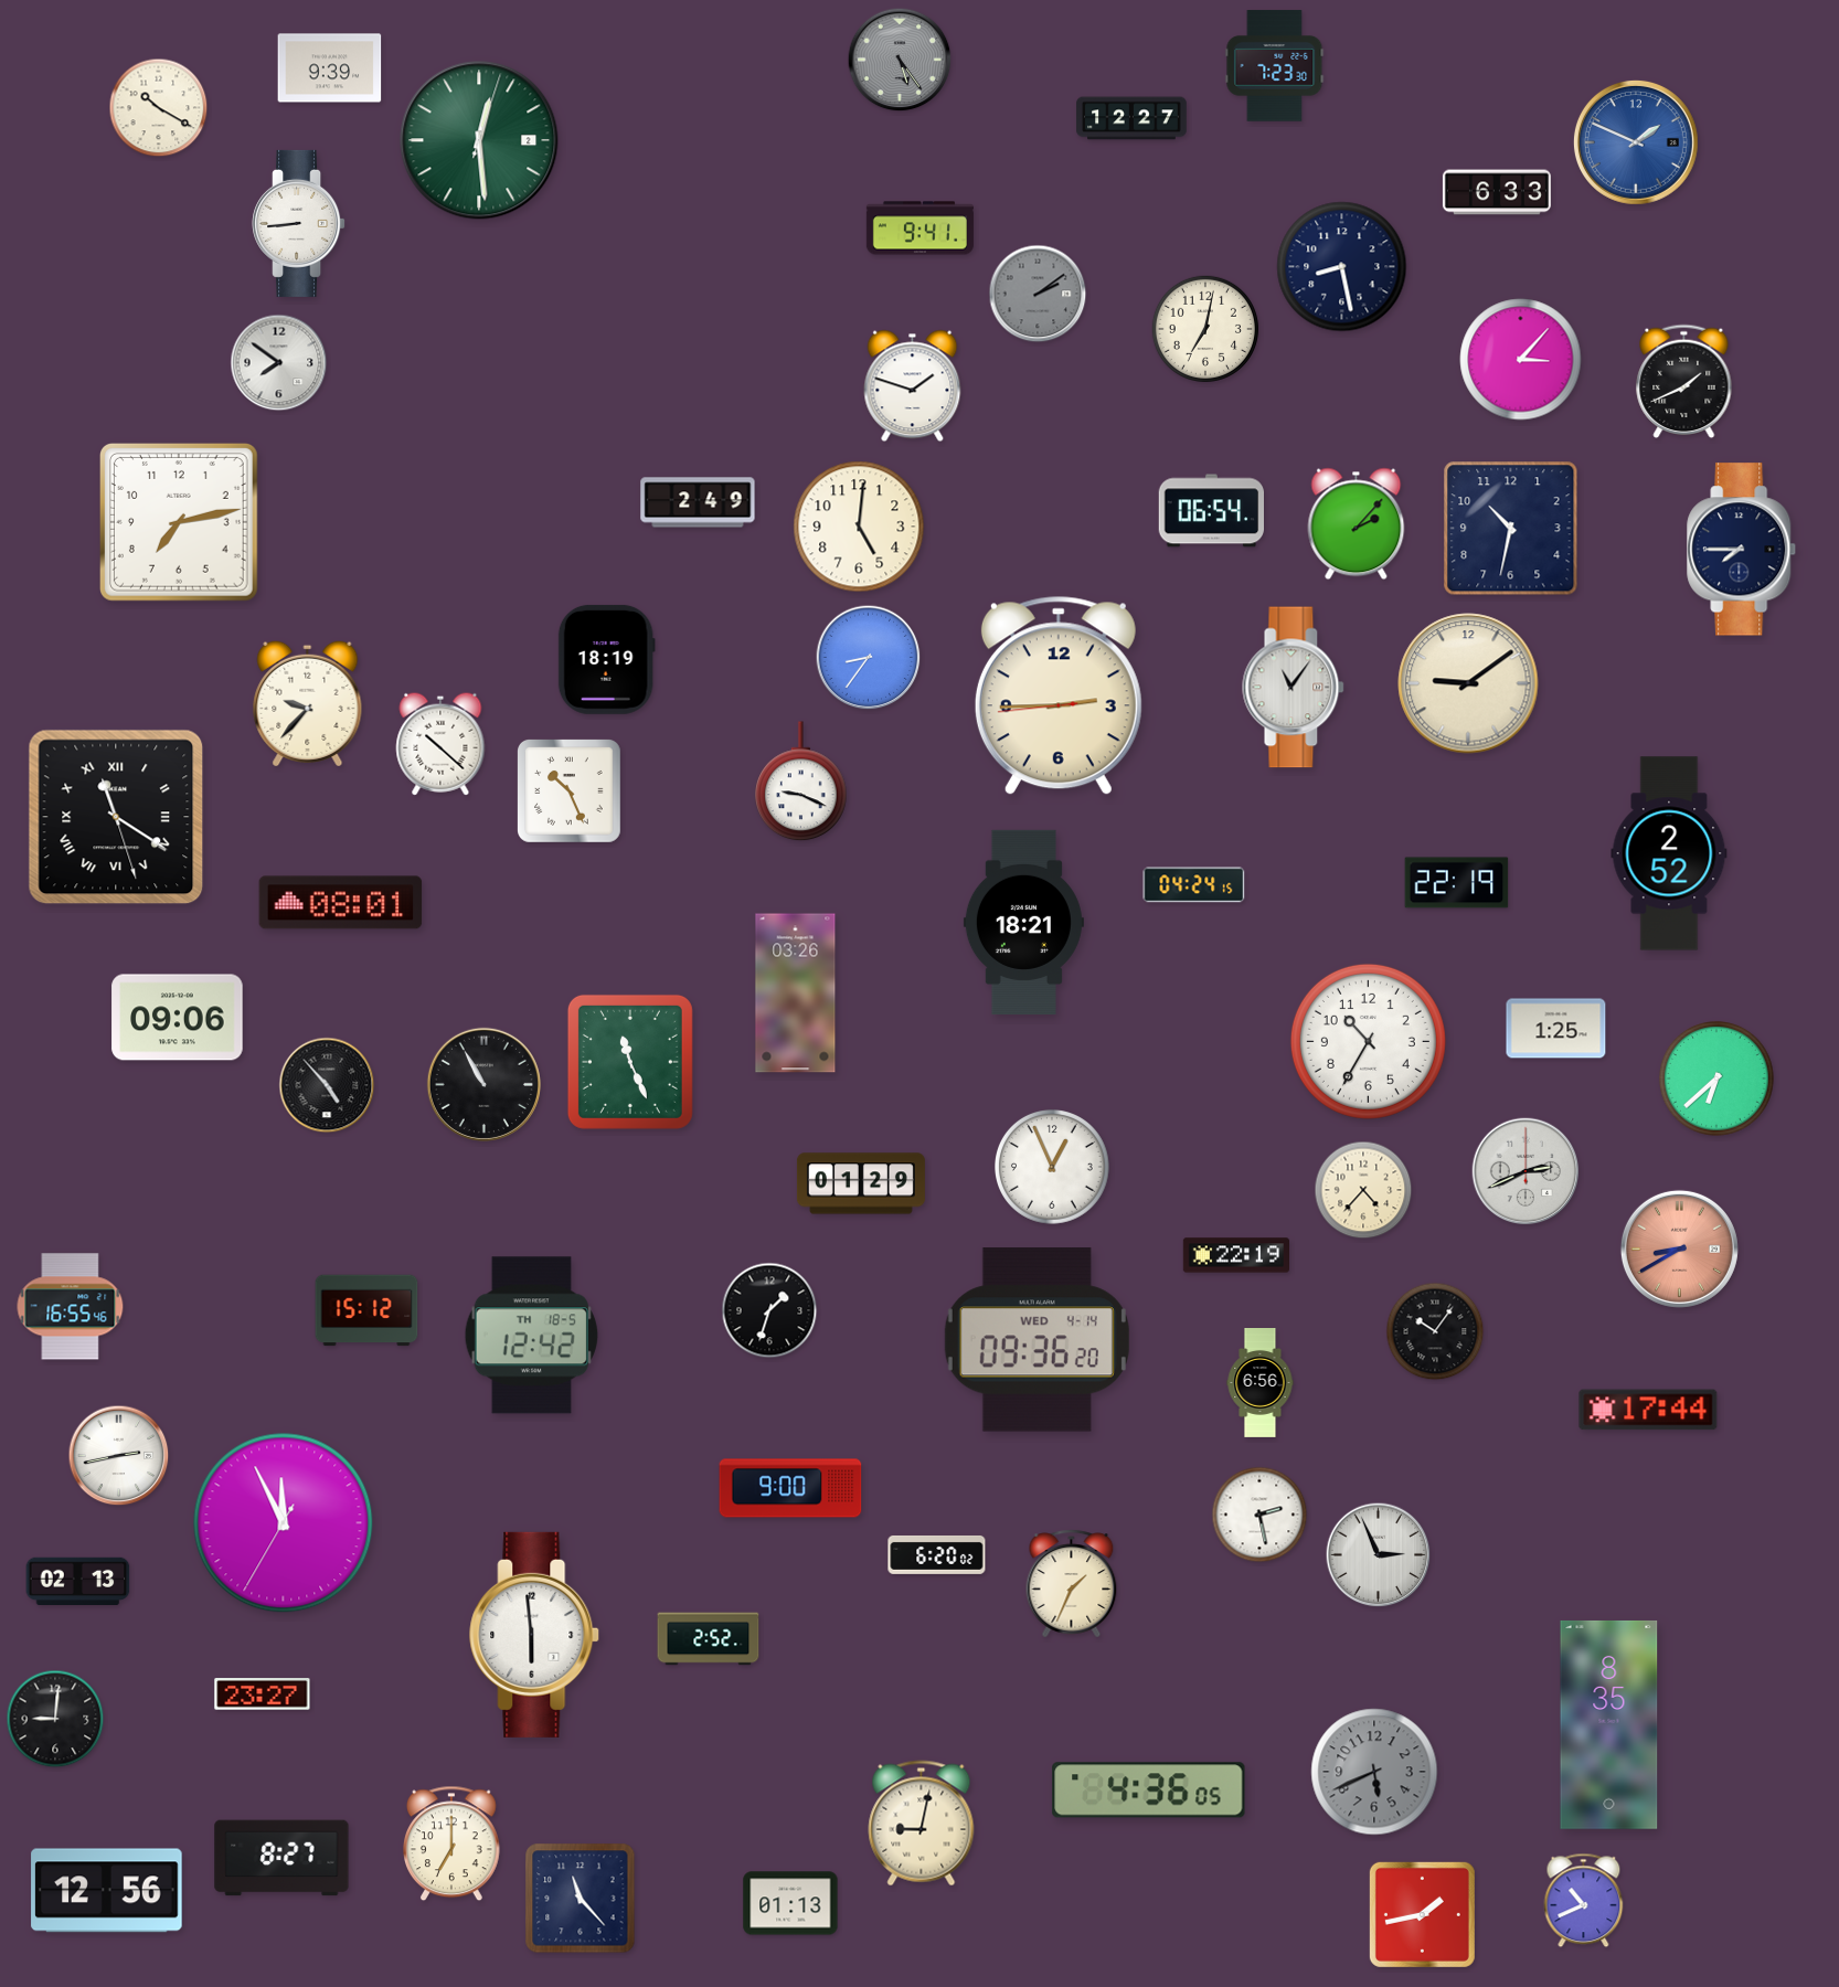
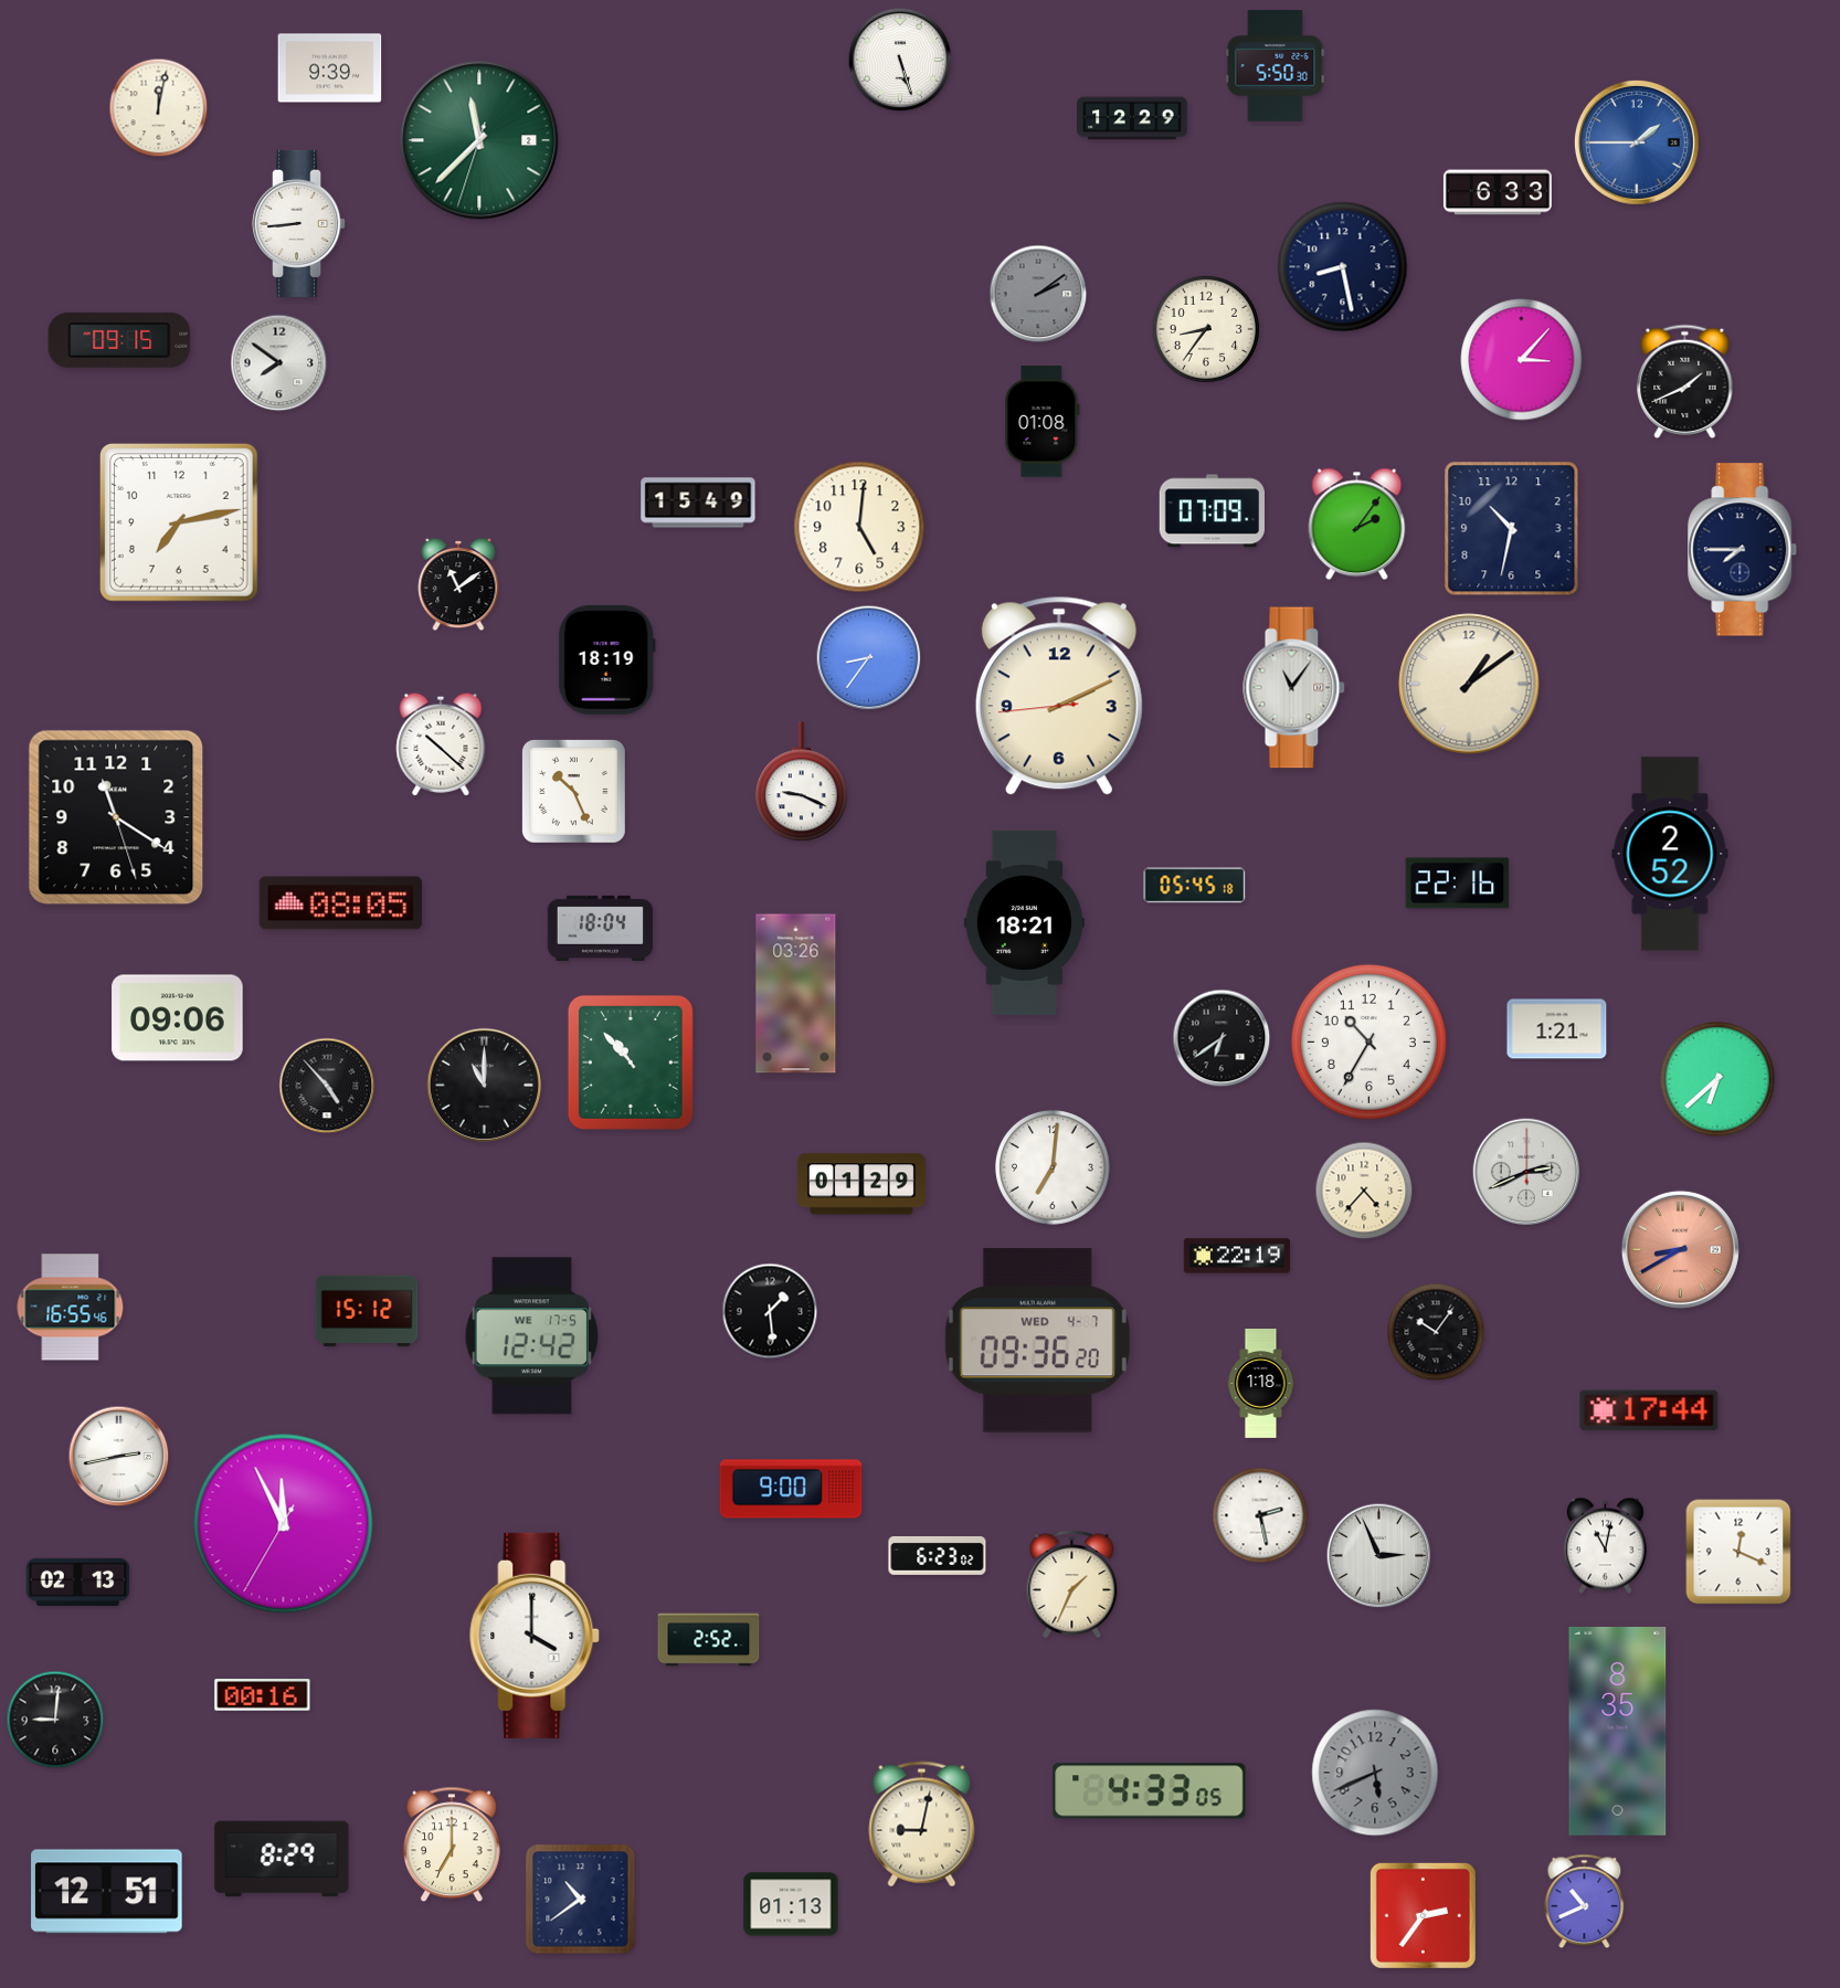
clock at (900, 60): 5:24 -> 5:27
clock at (900, 60) dial: grey -> white
clock at (1275, 66): 7:23 -> 5:50
clock at (159, 108): 10:20 -> 12:02
clock at (1131, 118): 12:27 -> 12:29
clock at (479, 140): 12:29 -> 11:37
clock at (1636, 142): 1:49 -> 1:45
clock at (919, 229): 9:41 -> none
clock at (1205, 329): 7:02 -> 8:36
clock at (119, 340): none -> 09:15
clock at (913, 386): 1:48 -> none
clock at (1043, 422): none -> 01:08
clock at (698, 502): 2:49 -> 15:49
clock at (1211, 511): 06:54 -> 07:09
clock at (1357, 524): 2:07 -> 2:06
clock at (458, 584): none -> 11:09
clock at (1468, 683): 9:09 -> 1:09
clock at (1059, 695): 2:44 -> 2:10
clock at (308, 702): 9:37 -> none
clock at (570, 791) position: (570, 791) -> (574, 792)
clock at (116, 817) numerals: Roman -> Arabic
clock at (1457, 883): 22:19 -> 22:16
clock at (1194, 885): 04:24 -> 05:45
clock at (341, 903): 08:01 -> 08:05
clock at (601, 928): none -> 18:04
clock at (1556, 1029): 1:25 -> 1:21
clock at (1222, 1038): none -> 6:39
clock at (630, 1062): 11:26 -> 10:53
clock at (483, 1084): 10:55 -> 11:00
clock at (1053, 1168): 12:56 -> 7:01
clock at (769, 1310): 1:33 -> 1:29
clock at (531, 1336) date: TH 18-5 -> WE 17-5
clock at (1037, 1340) date: WED 4-14 -> WED 4-7
clock at (1261, 1383): 6:56 -> 1:18
clock at (1605, 1546): none -> 11:02
clock at (1738, 1552): none -> 12:19
clock at (937, 1554): 6:20 -> 6:23
clock at (535, 1635): 5:59 -> 4:00
clock at (263, 1694): 23:27 -> 00:16
clock at (1609, 1725) position: (1609, 1725) -> (1618, 1732)
clock at (1149, 1791): 4:36 -> 4:33
clock at (281, 1858): 8:27 -> 8:29
clock at (107, 1891): 12:56 -> 12:51
clock at (581, 1899): 11:23 -> 10:39
clock at (1422, 1914): 1:43 -> 2:36
